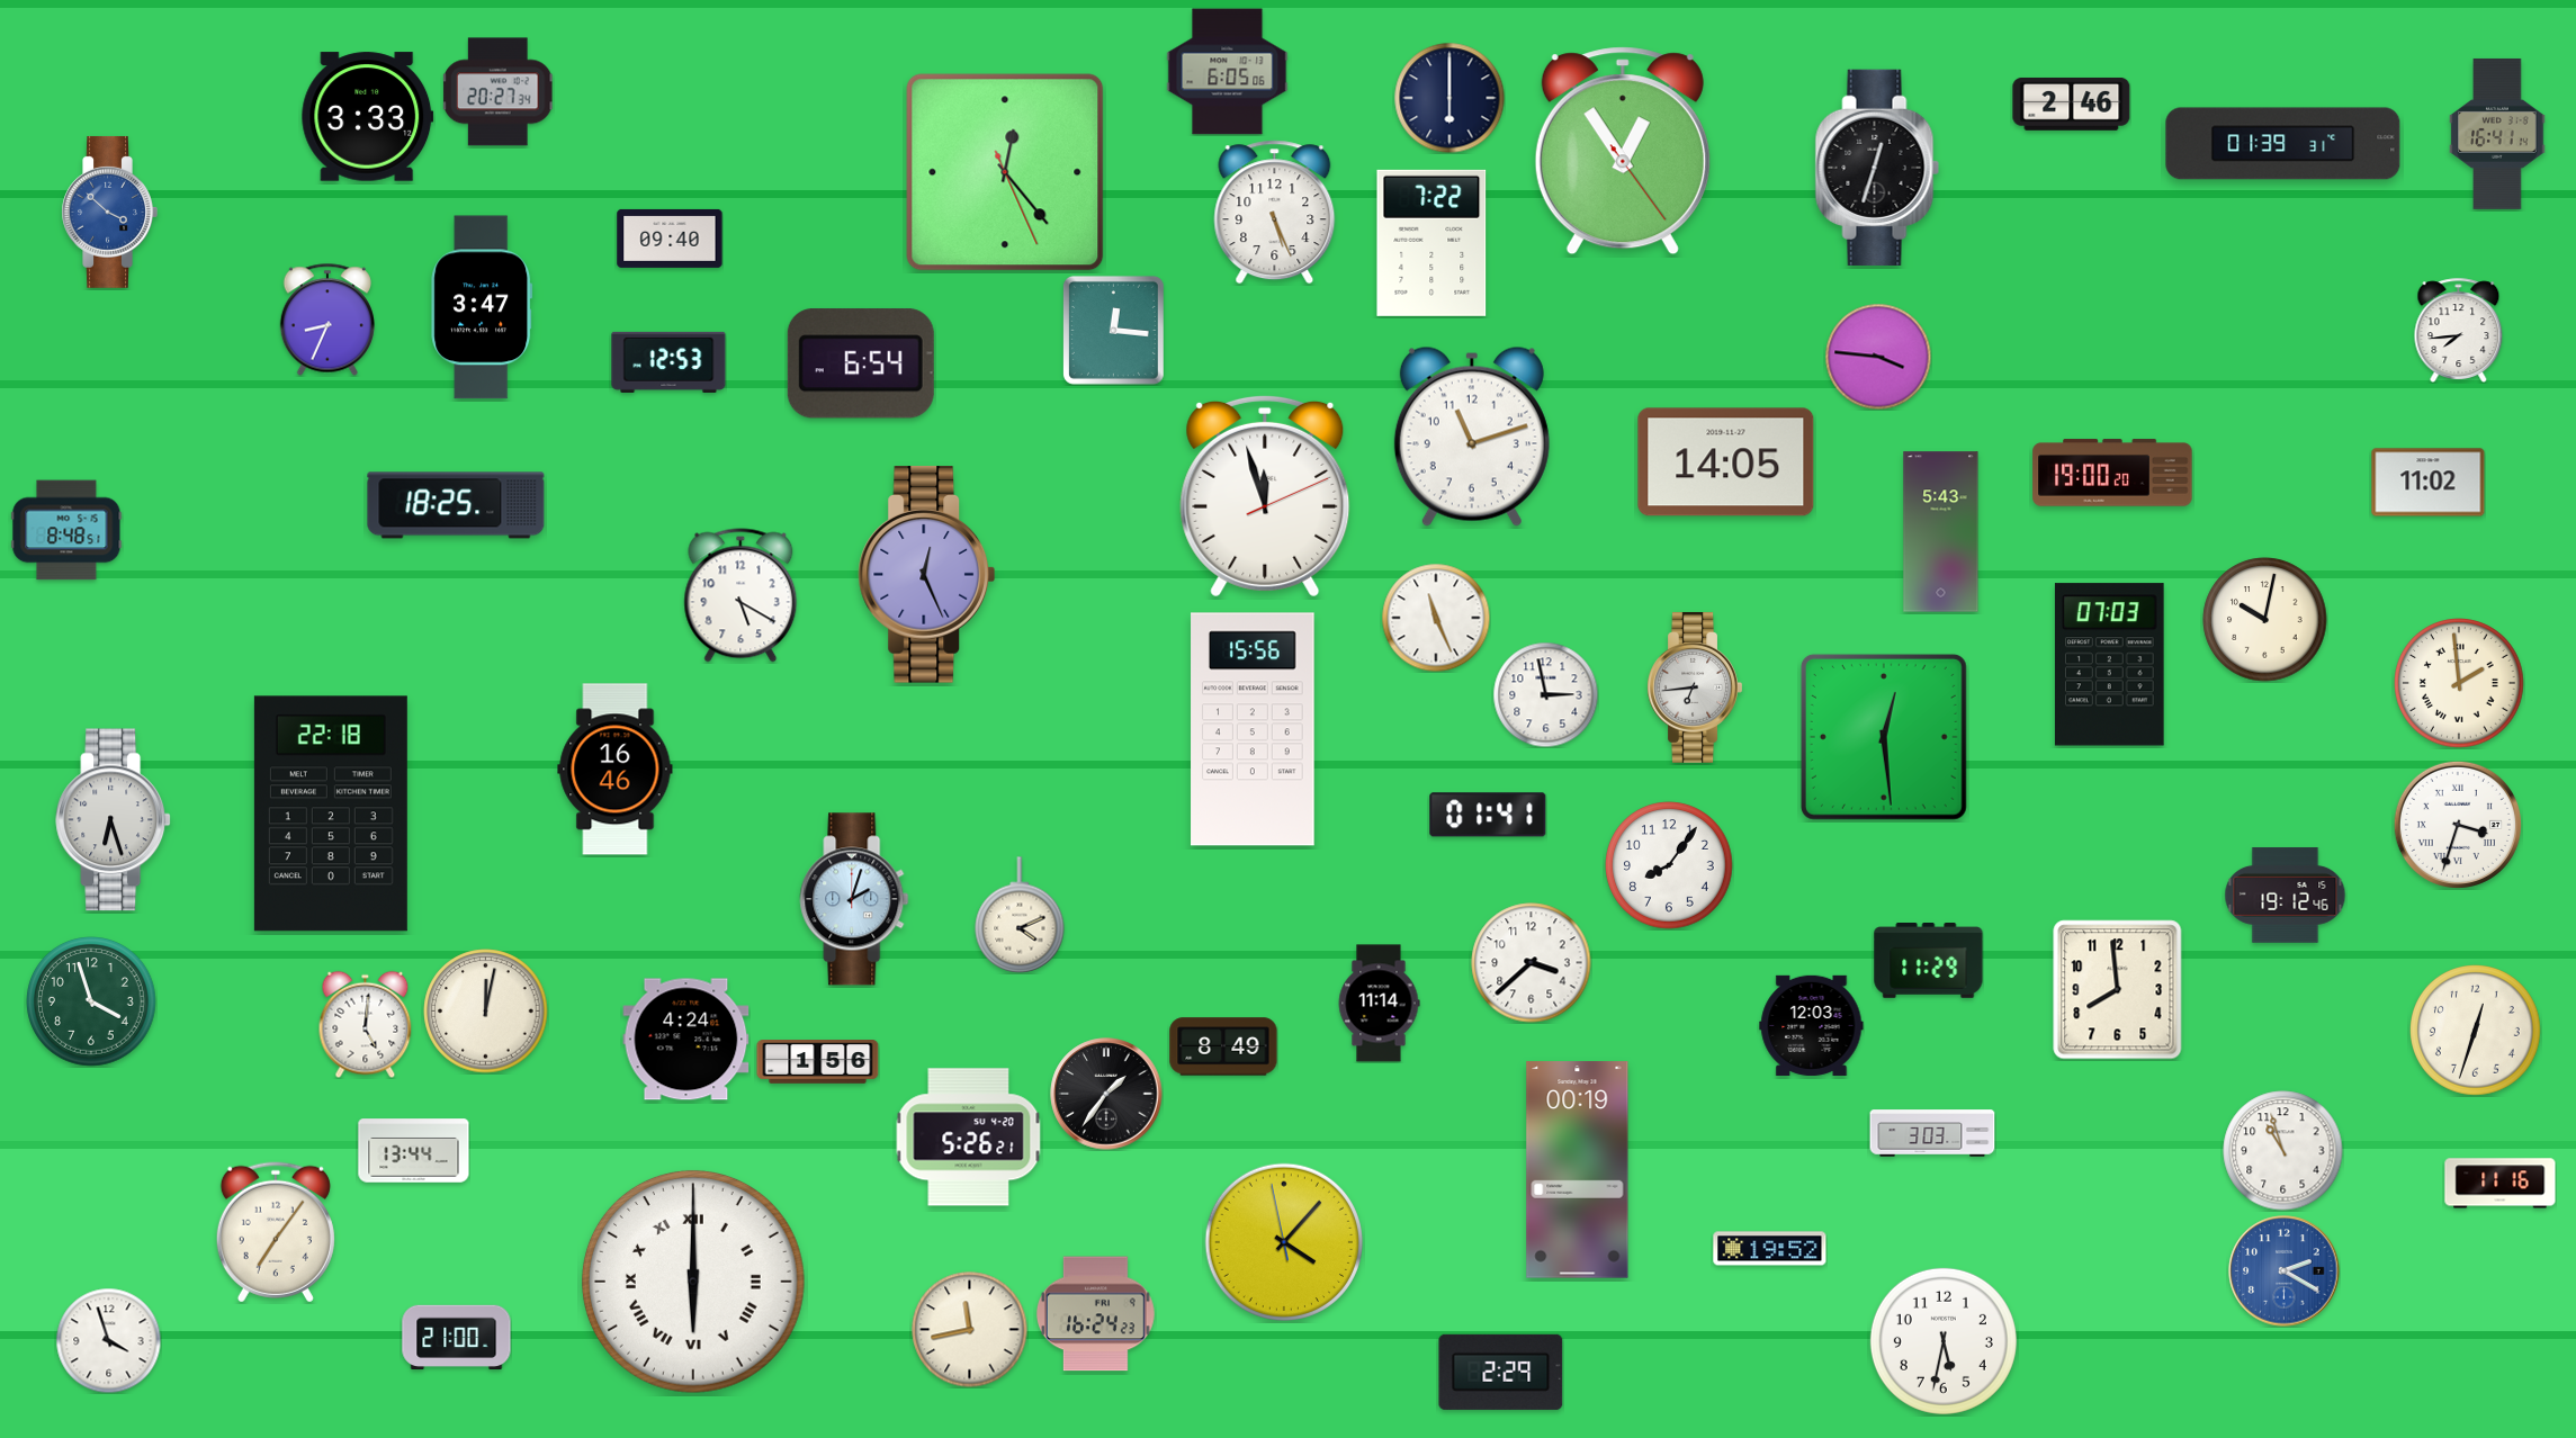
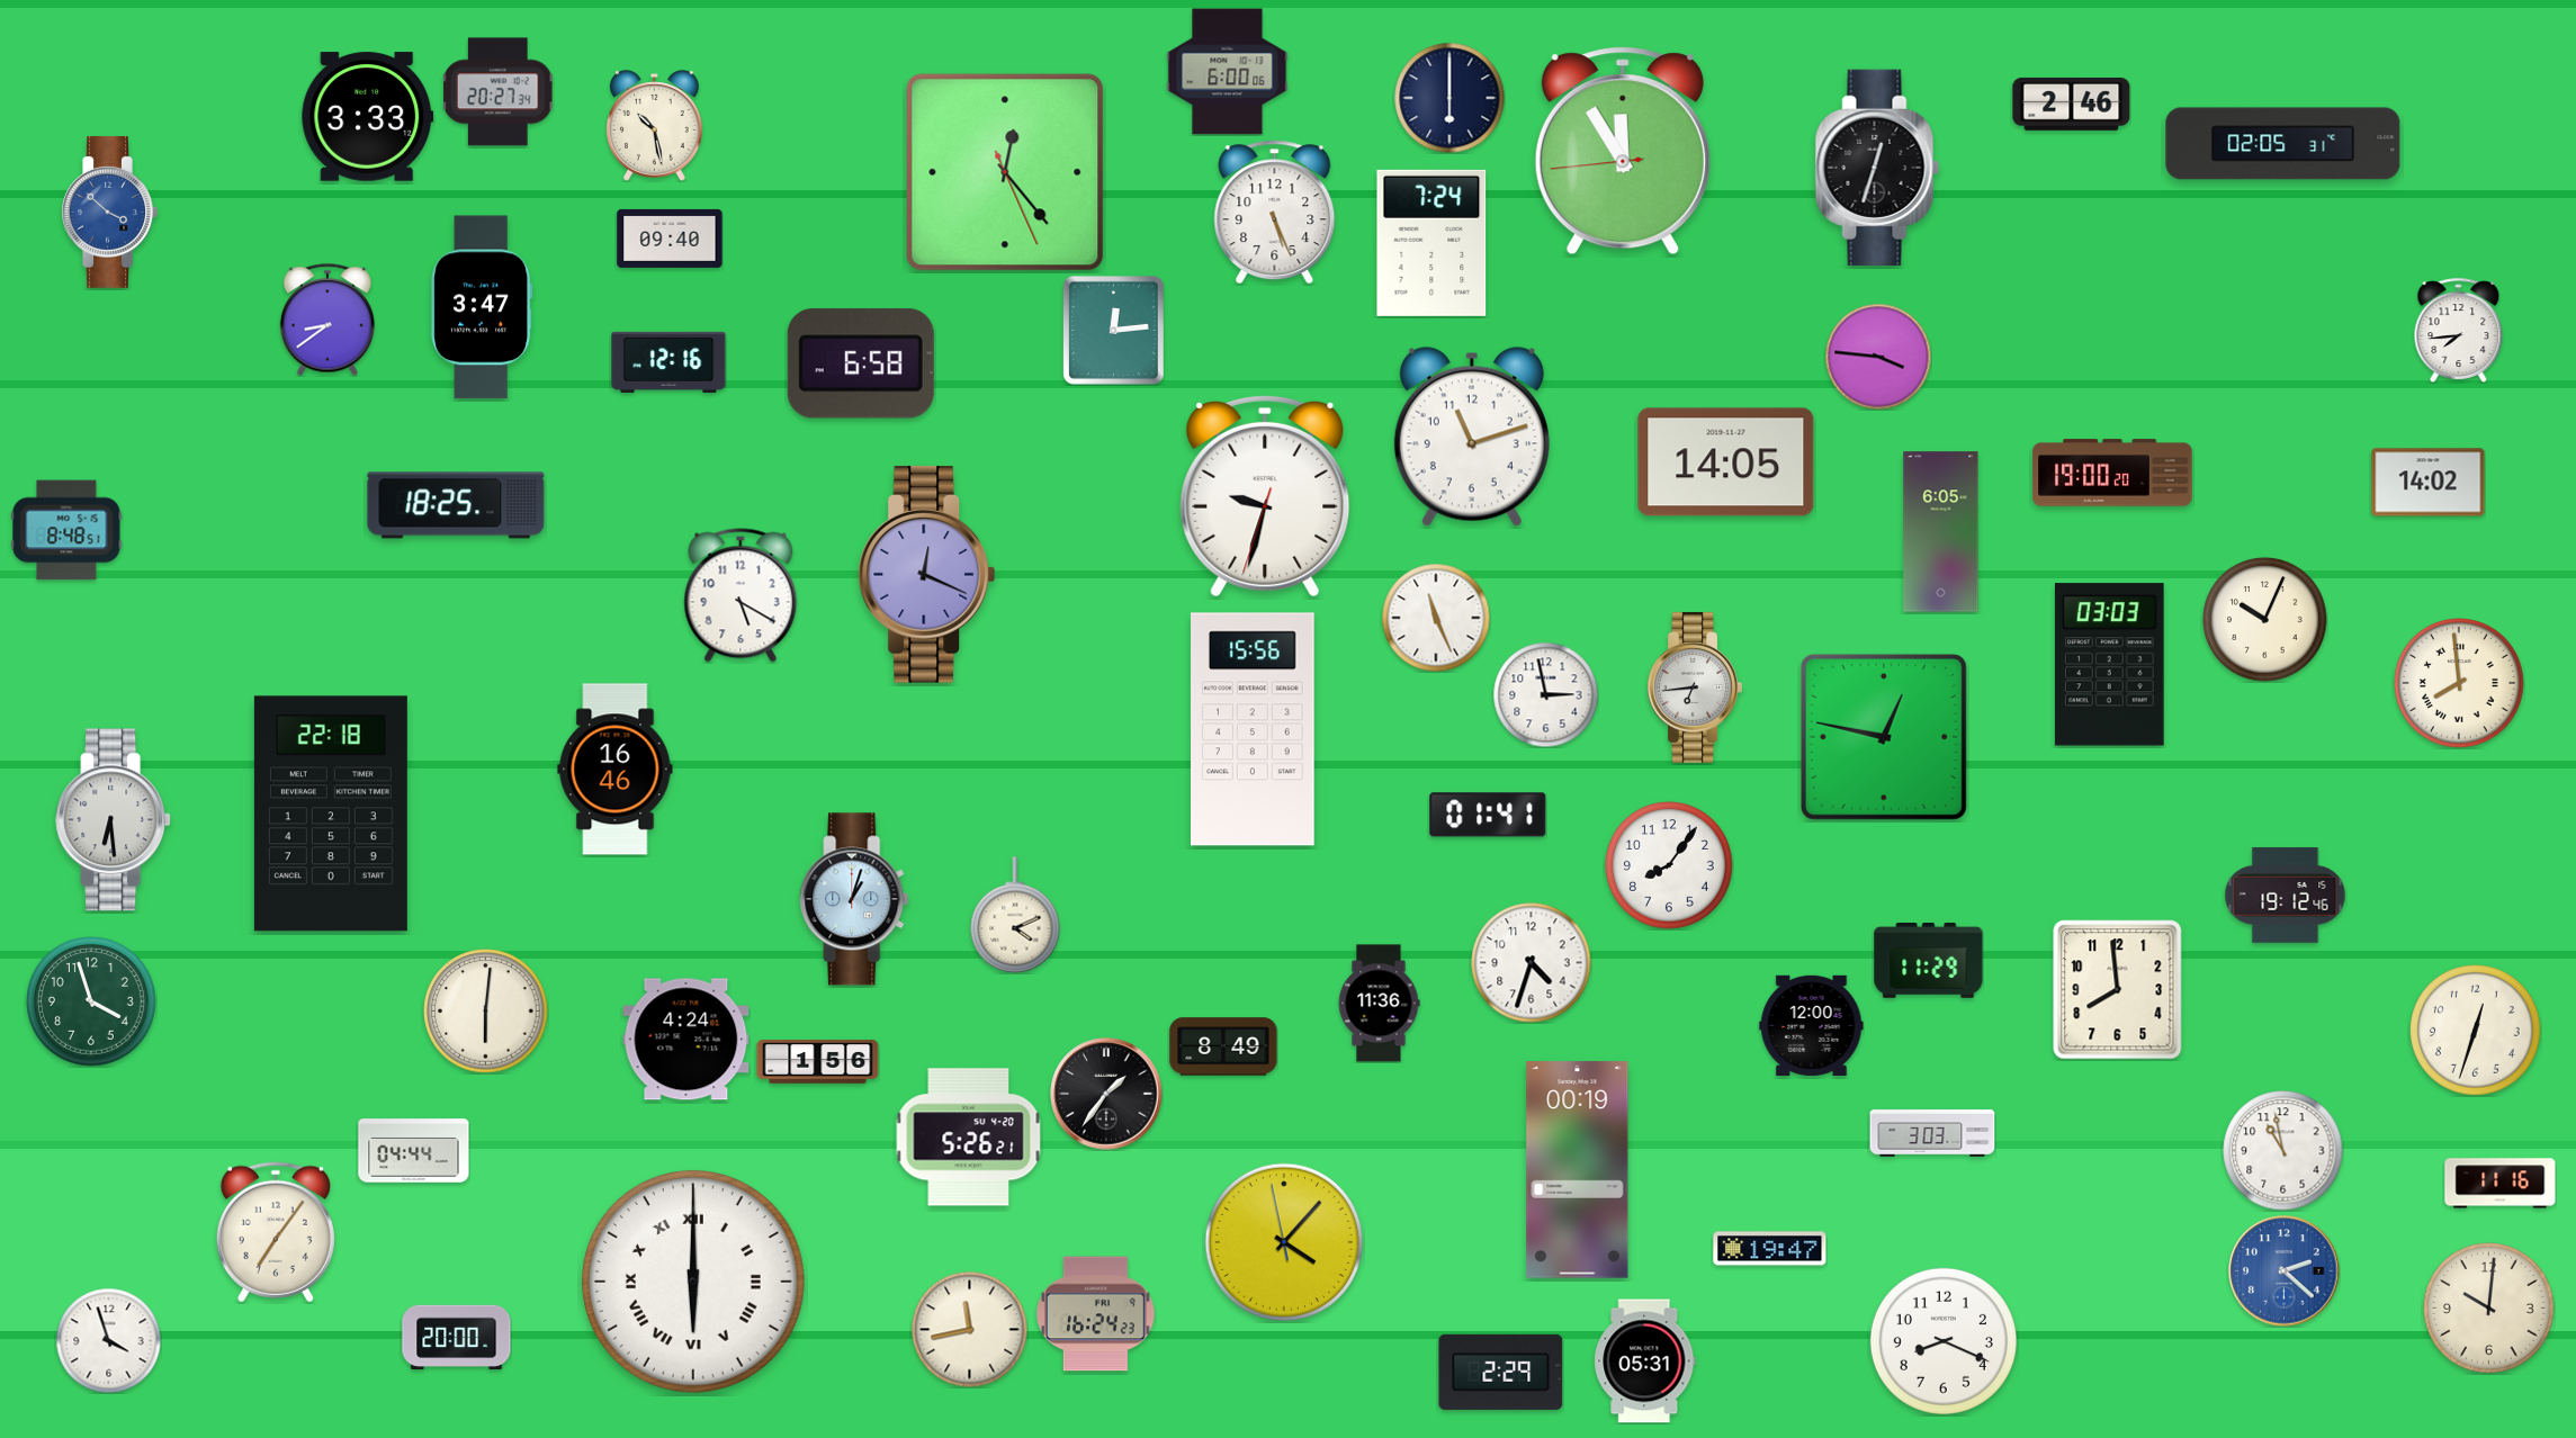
clock at (1228, 72): 6:05 -> 6:00
clock at (655, 126): none -> 10:28
clock at (2497, 134): 16:41 -> none
clock at (2283, 144): 01:39 -> 02:05
clock at (1623, 151): 12:54 -> 11:54
clock at (1431, 243): 7:22 -> 7:24
clock at (327, 320): 8:34 -> 8:39
clock at (1113, 330): 12:16 -> 12:14
clock at (668, 362): 12:53 -> 12:16
clock at (861, 363): 6:54 -> 6:58
clock at (2429, 483): 11:02 -> 14:02
clock at (1265, 496): 11:57 -> 9:32
clock at (1941, 532): 5:43 -> 6:05
clock at (927, 575): 12:26 -> 12:19
clock at (2265, 620): 10:02 -> 10:04
clock at (2109, 665): 07:03 -> 03:03
clock at (2459, 683): 1:59 -> 7:59
clock at (1884, 737): 12:29 -> 12:47
clock at (114, 820): 6:27 -> 6:29
clock at (2458, 825): 3:33 -> none
clock at (854, 899): 2:03 -> 1:03
clock at (1020, 915) position: (1020, 915) -> (1015, 915)
clock at (1532, 963): 3:38 -> 4:33
clock at (1379, 1004): 11:14 -> 11:36
clock at (486, 1012): 12:02 -> 6:01
clock at (366, 1024): 5:01 -> none
clock at (1812, 1025): 12:03 -> 12:00
clock at (414, 1151): 13:44 -> 04:44
clock at (2283, 1151): 10:57 -> 10:58
clock at (1770, 1249): 19:52 -> 19:47
clock at (2285, 1271): 2:20 -> 2:22
clock at (2489, 1309): none -> 10:01
clock at (457, 1338): 21:00 -> 20:00
clock at (1944, 1341): 5:32 -> 8:19
clock at (1645, 1361): none -> 05:31
